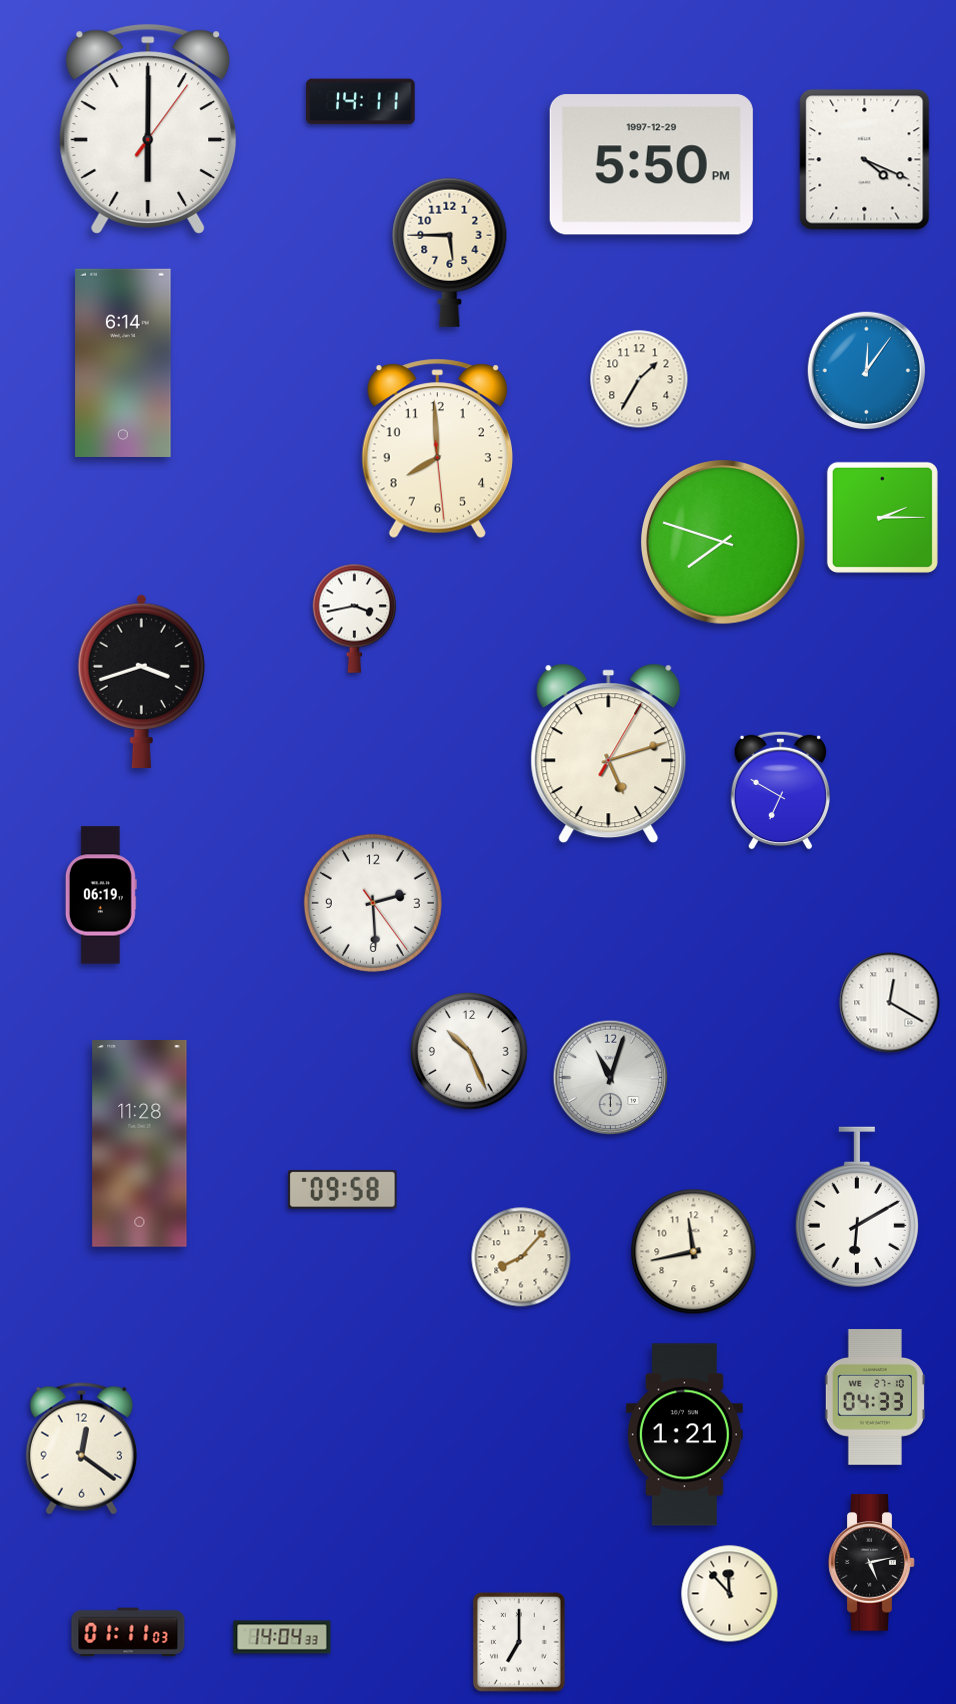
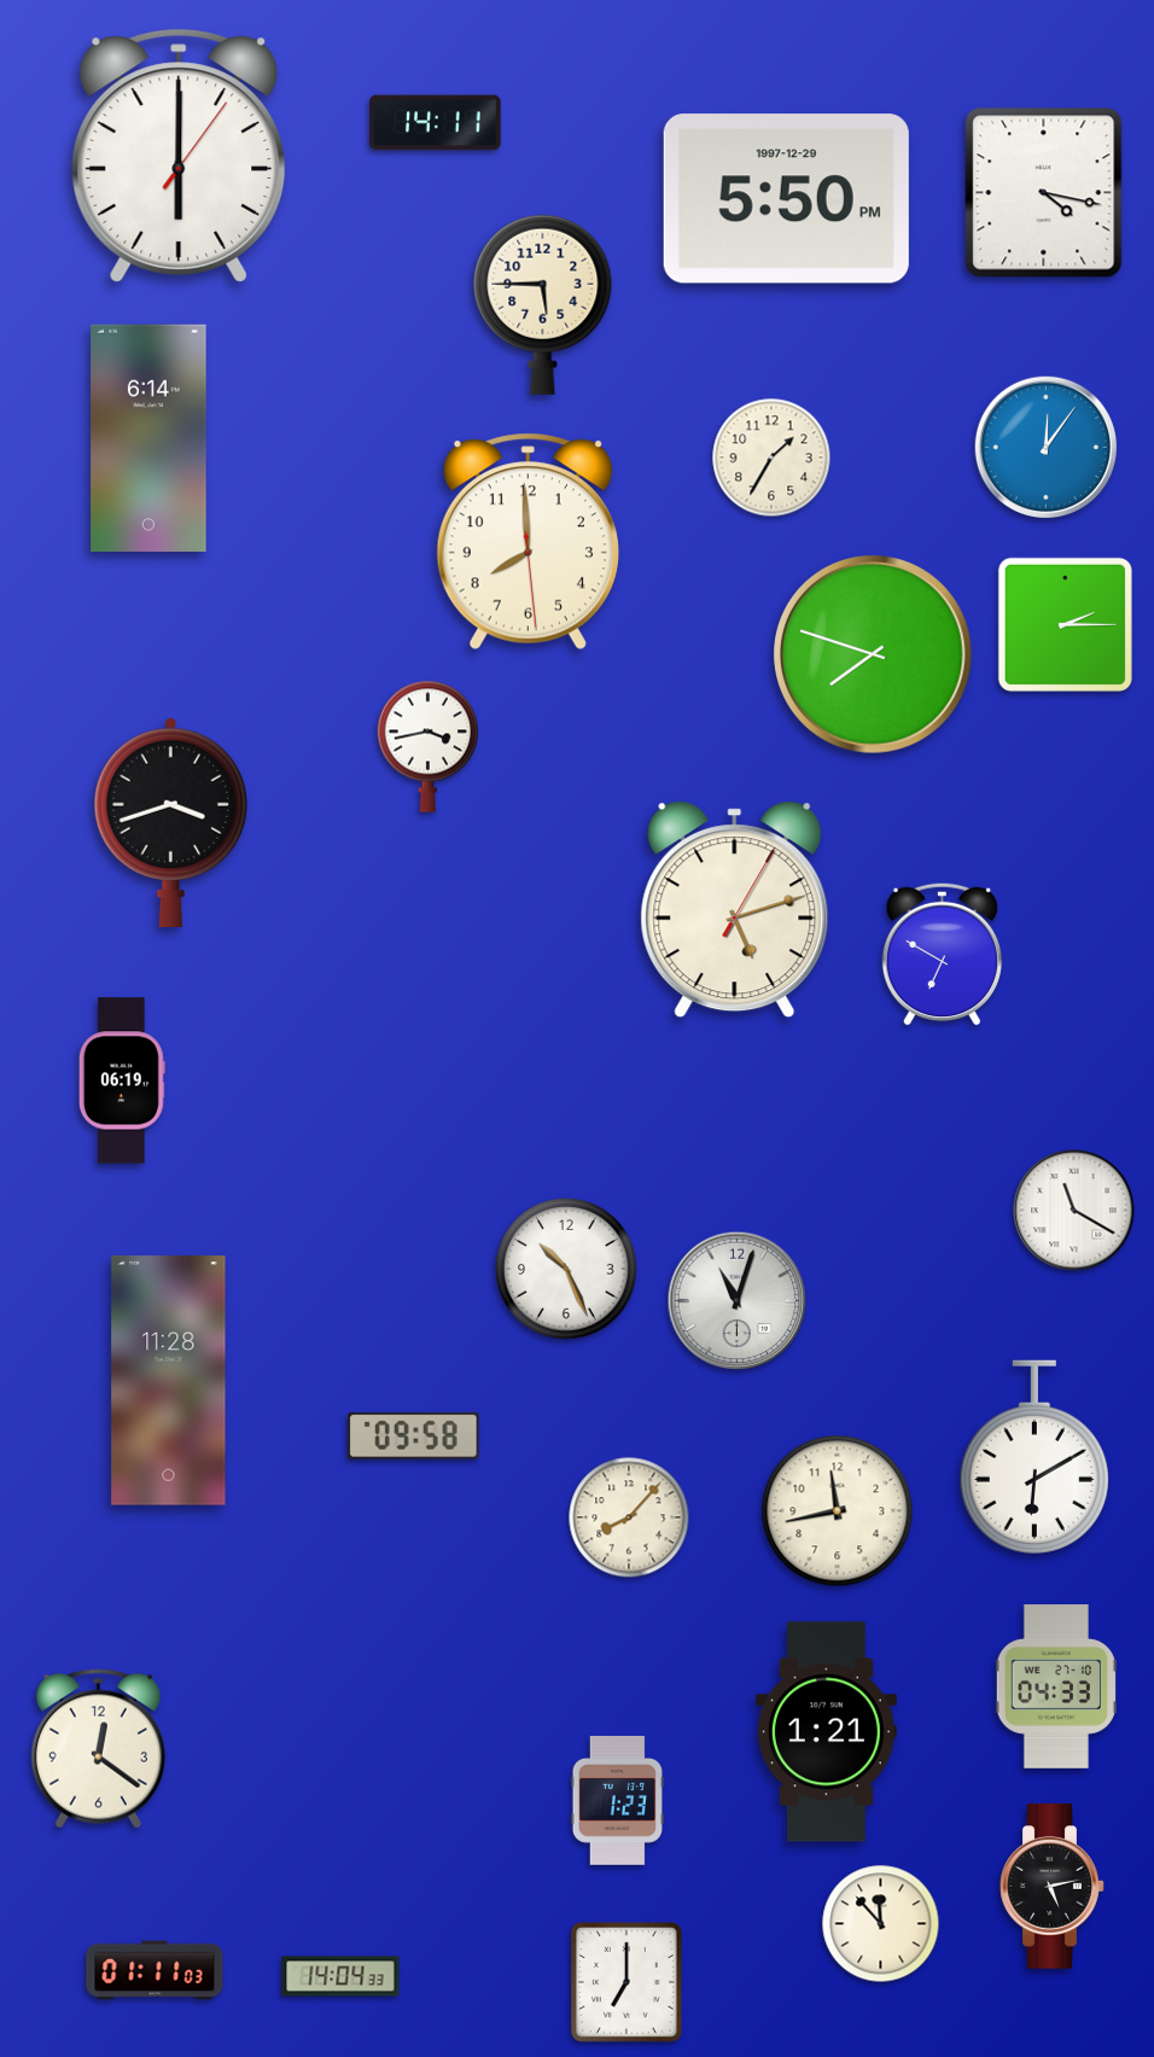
clock at (865, 160): 4:19 -> 4:17
clock at (373, 903): 2:29 -> none
clock at (890, 1003): 12:20 -> 11:20
clock at (617, 1800): none -> 1:23
